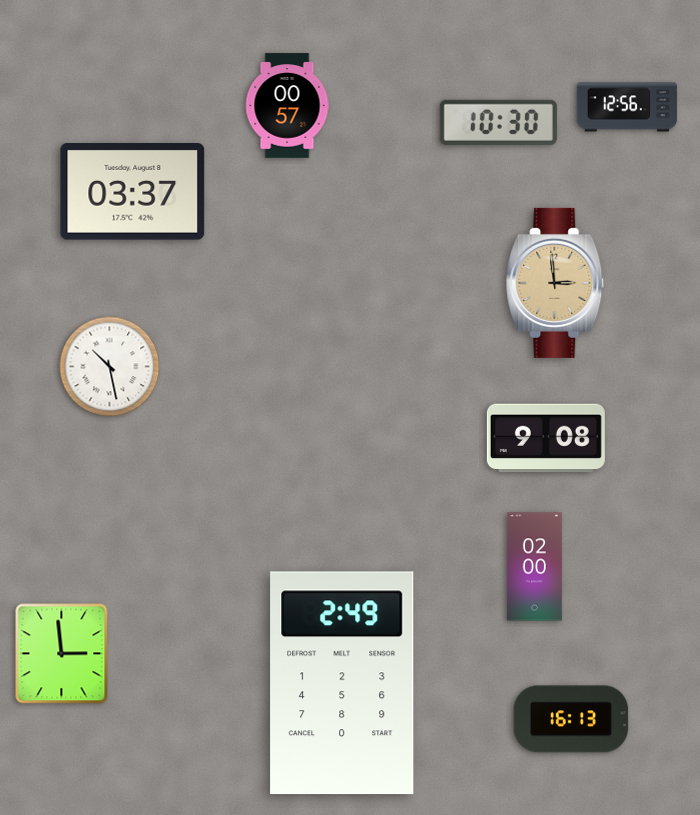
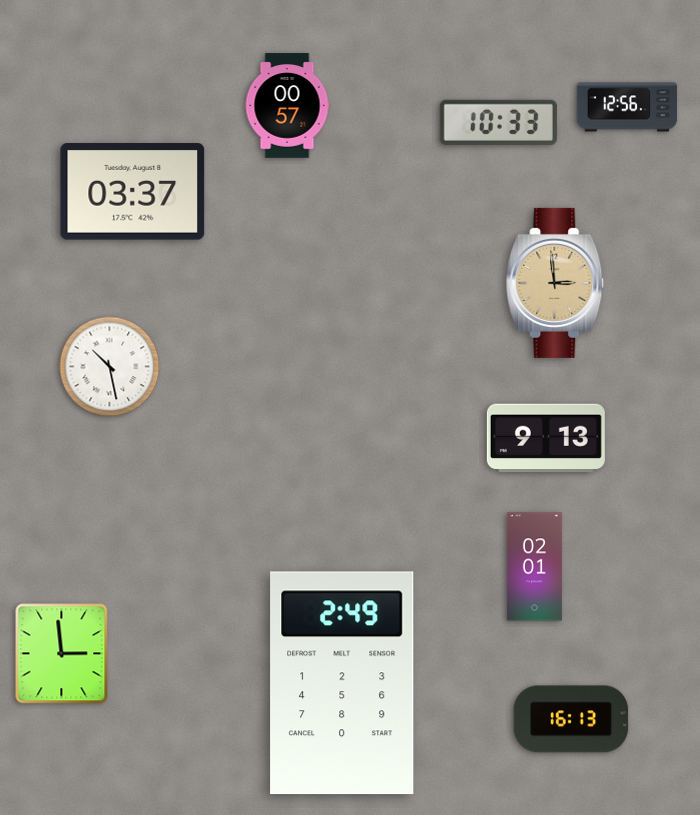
clock at (498, 122): 10:30 -> 10:33
clock at (546, 438): 9:08 -> 9:13
clock at (534, 567): 02:00 -> 02:01
